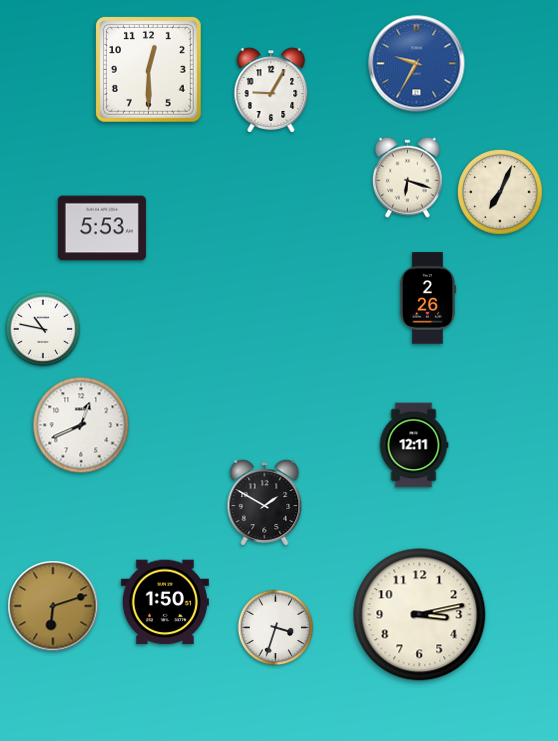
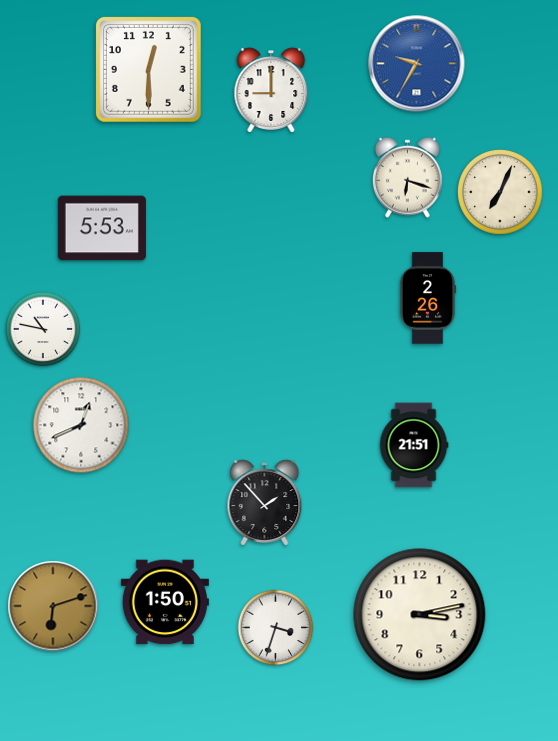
clock at (271, 90): 9:05 -> 9:00
clock at (414, 445): 12:11 -> 21:51
clock at (265, 503): 1:50 -> 1:53
